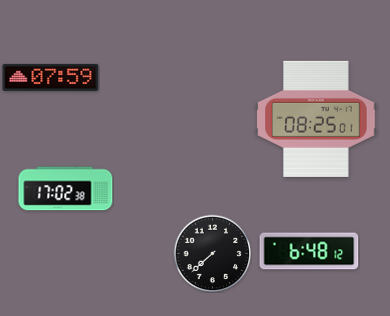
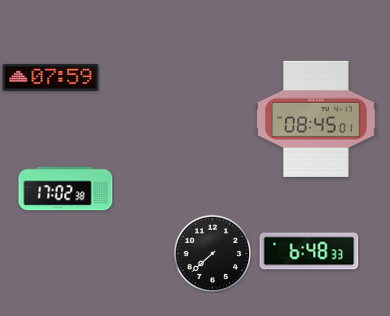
clock at (316, 119): 08:25 -> 08:45
clock at (309, 251): 6:48:12 -> 6:48:33
